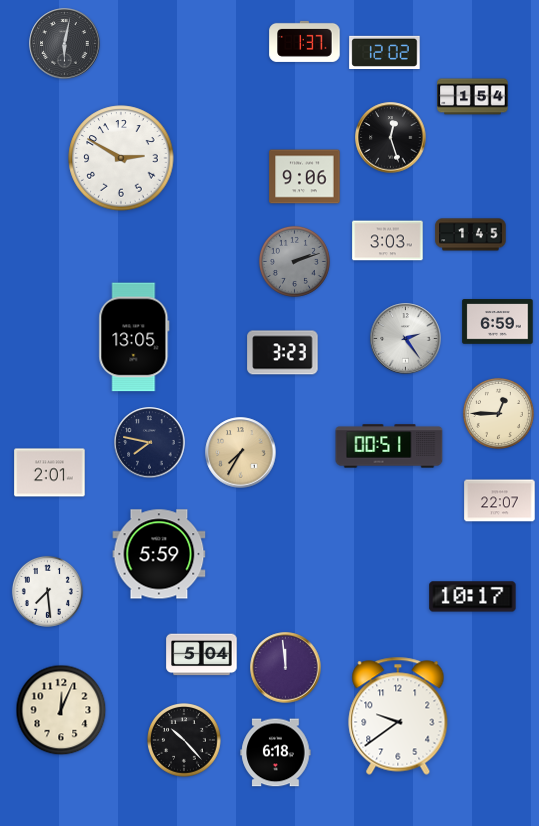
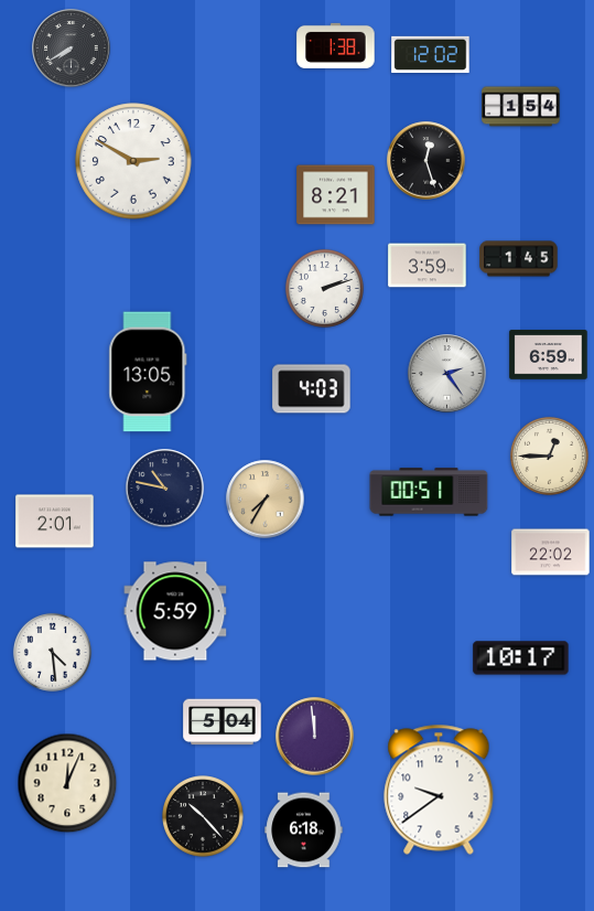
clock at (305, 41): 1:37 -> 1:38
clock at (65, 44): 6:02 -> 7:40
clock at (385, 53) position: (385, 53) -> (431, 55)
clock at (391, 138) position: (391, 138) -> (426, 161)
clock at (121, 158) position: (121, 158) -> (133, 161)
clock at (305, 177): 9:06 -> 8:21
clock at (388, 241): 3:03 -> 3:59
clock at (294, 261) dial: grey -> white
clock at (283, 353): 3:23 -> 4:03
clock at (150, 443): 7:47 -> 10:47
clock at (500, 501): 22:07 -> 22:02
clock at (47, 591): 7:29 -> 4:29
